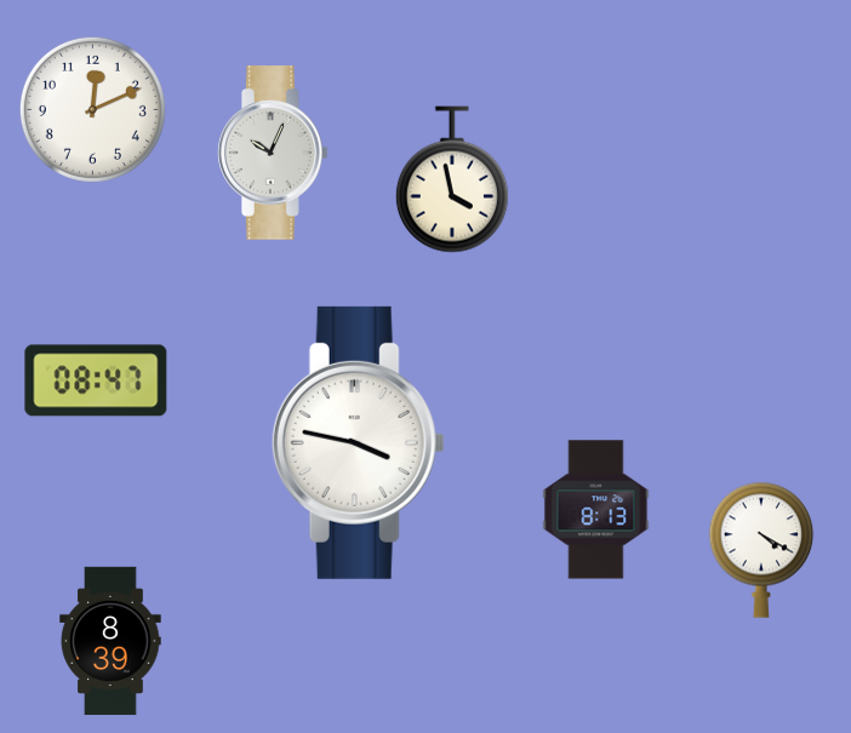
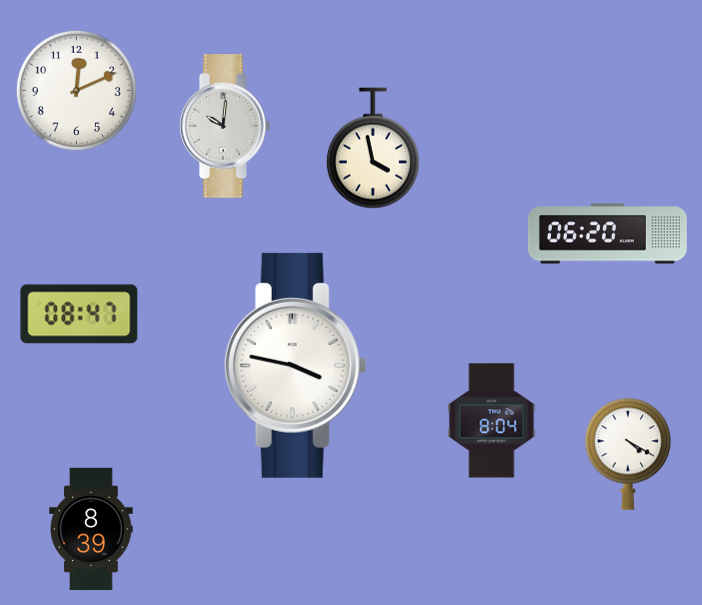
clock at (274, 153): 10:04 -> 10:01
clock at (607, 234): none -> 06:20
clock at (596, 510): 8:13 -> 8:04
